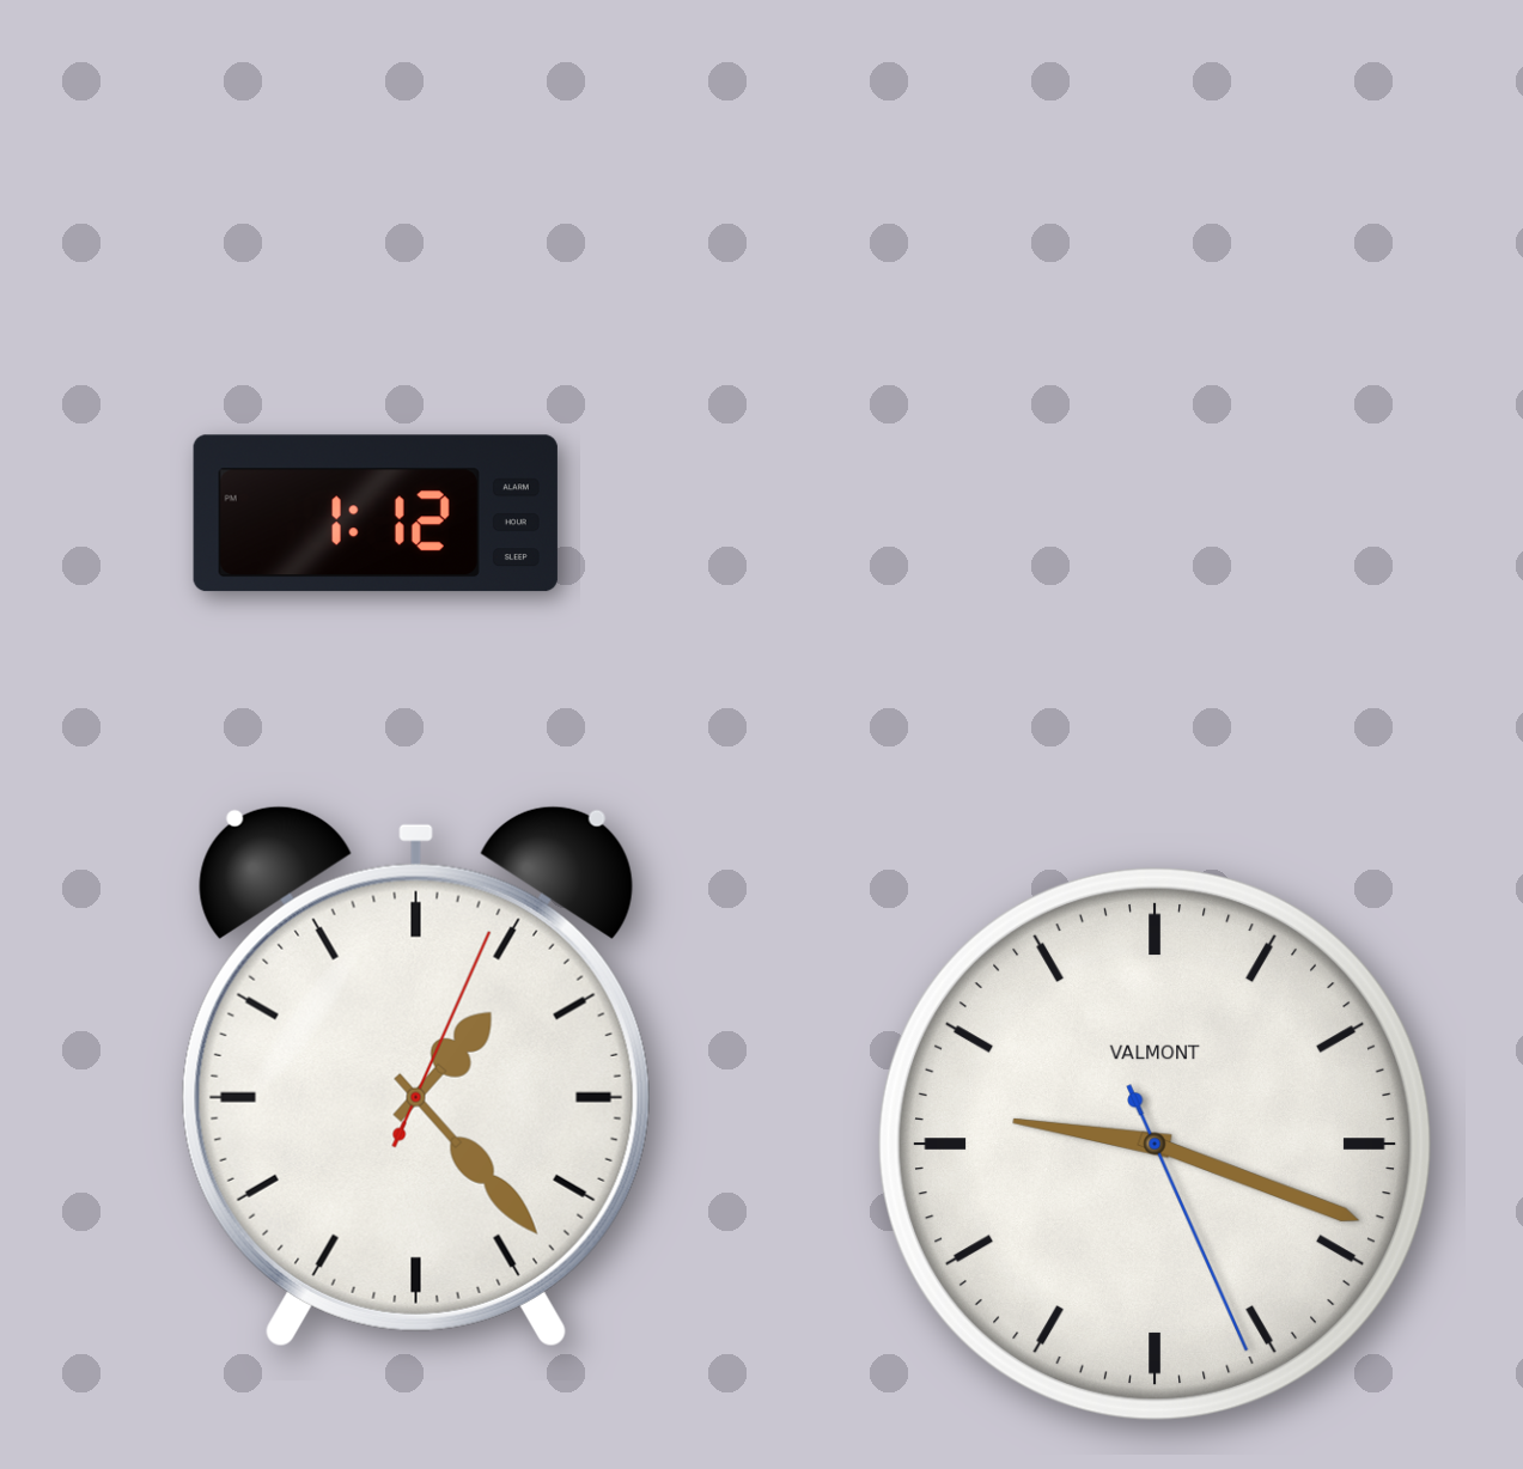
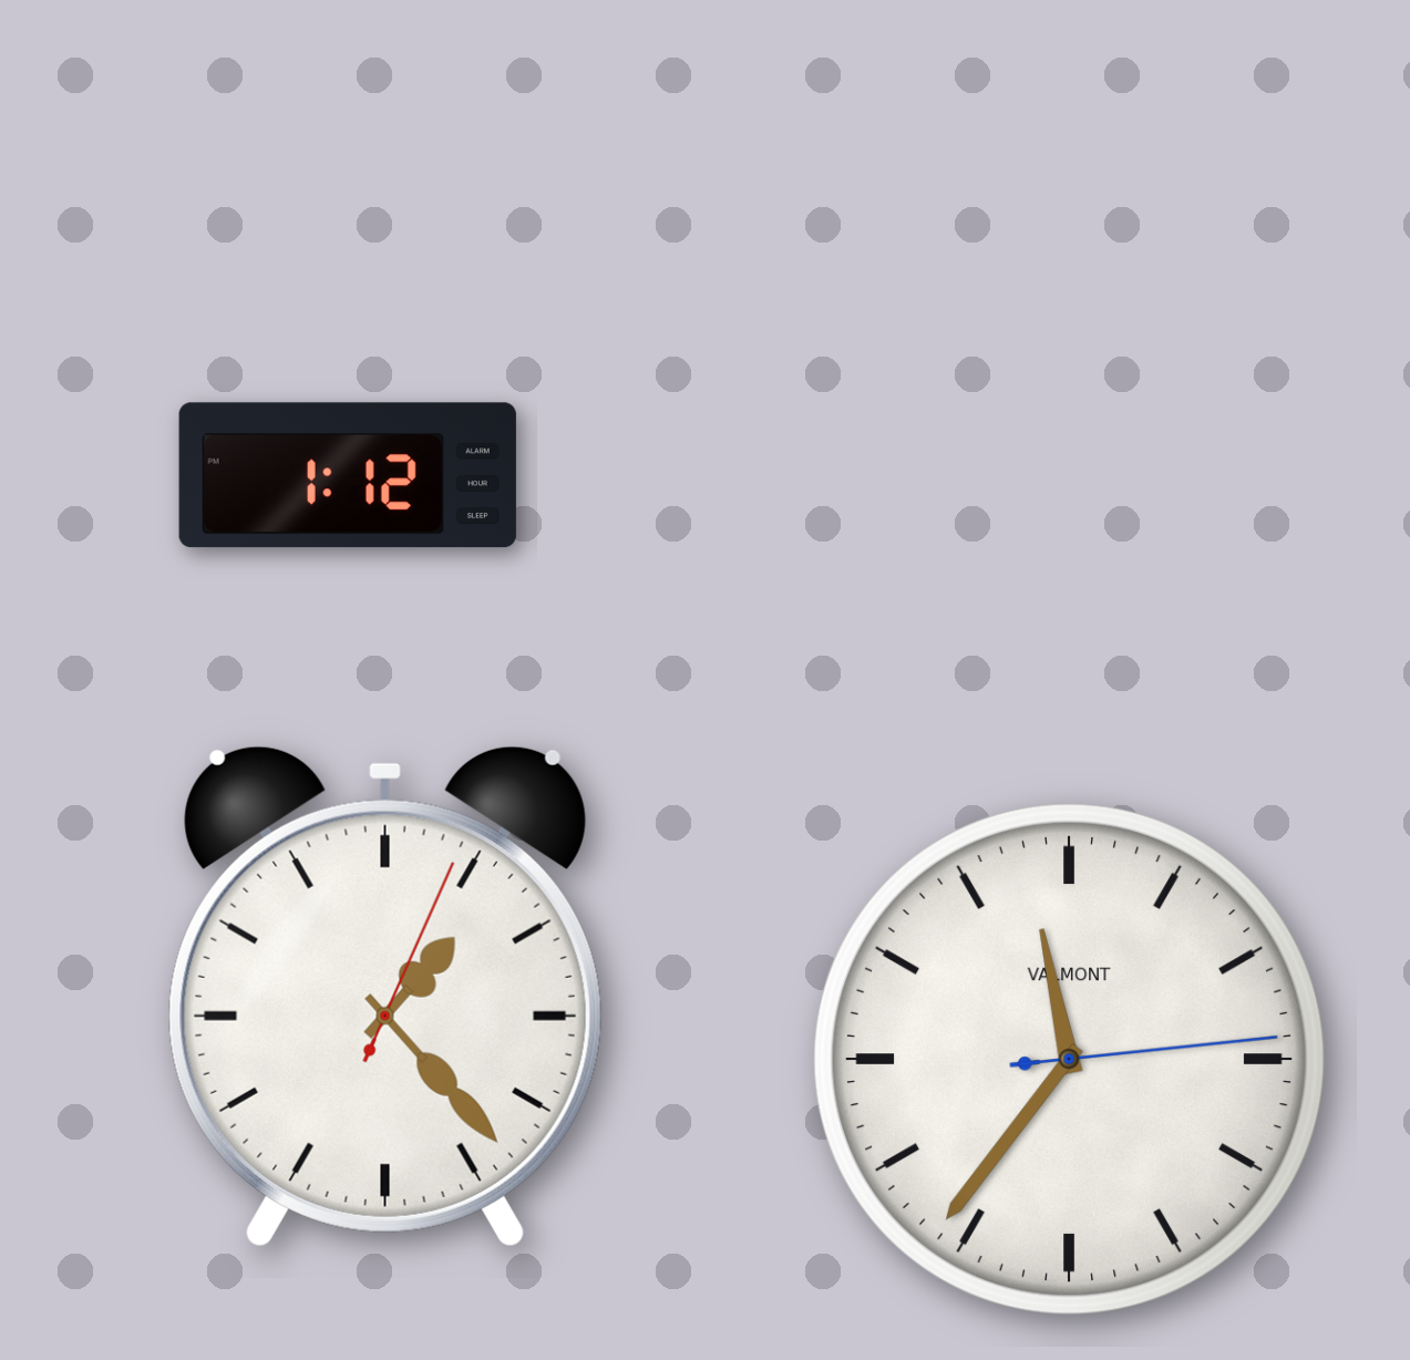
clock at (1156, 1145): 9:18 -> 11:36
